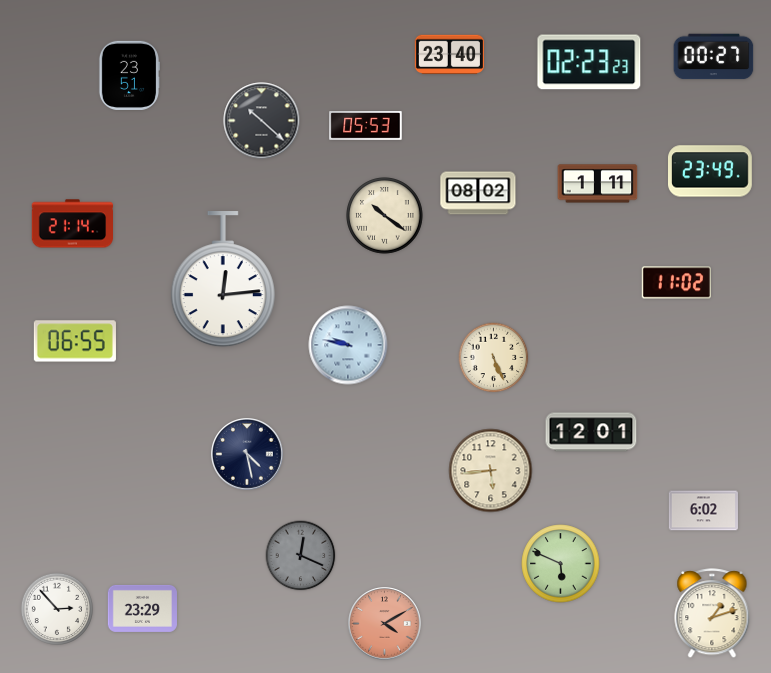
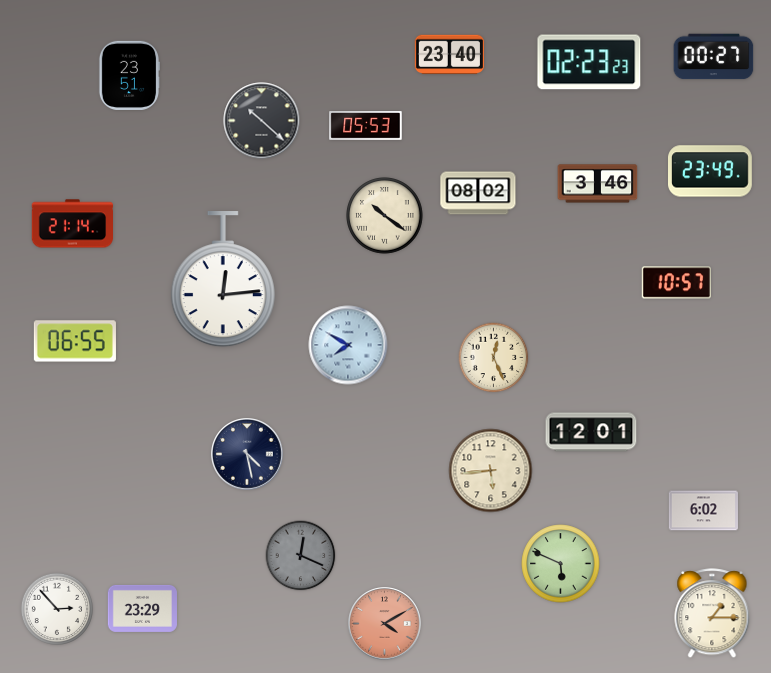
clock at (598, 184): 1:11 -> 3:46
clock at (676, 283): 11:02 -> 10:57
clock at (348, 345): 9:47 -> 7:50
clock at (494, 358): 5:26 -> 12:26
clock at (712, 614): 1:12 -> 1:15
